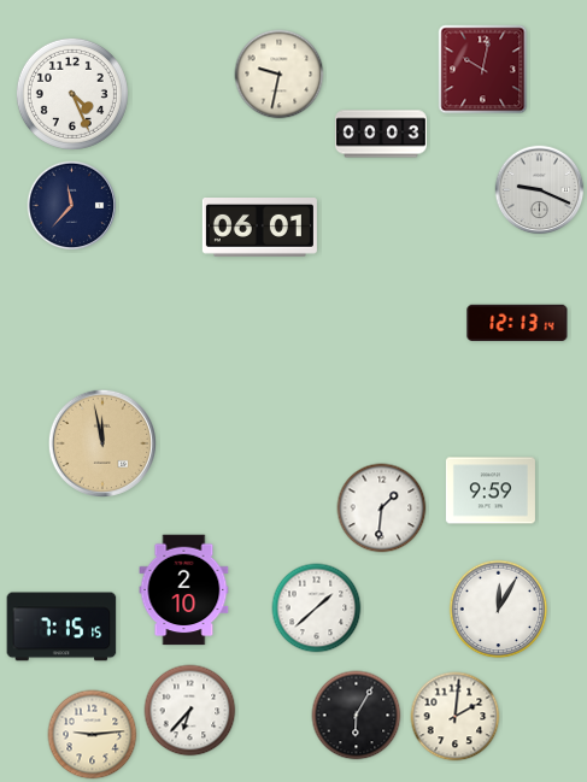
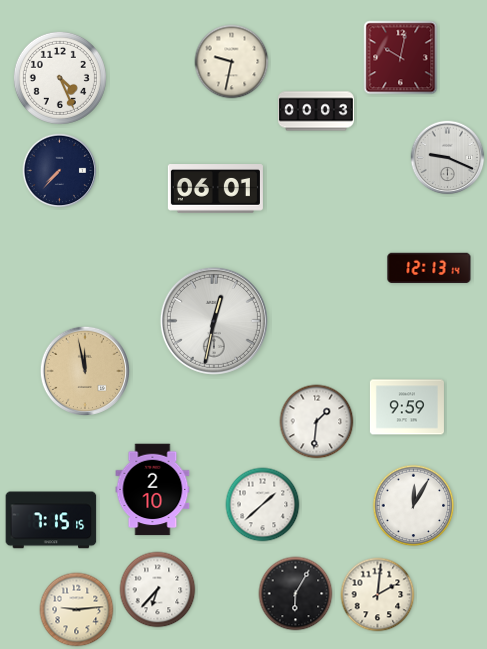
clock at (72, 206): 11:37 -> 7:37
clock at (214, 321): none -> 12:32
clock at (102, 443) position: (102, 443) -> (85, 371)
